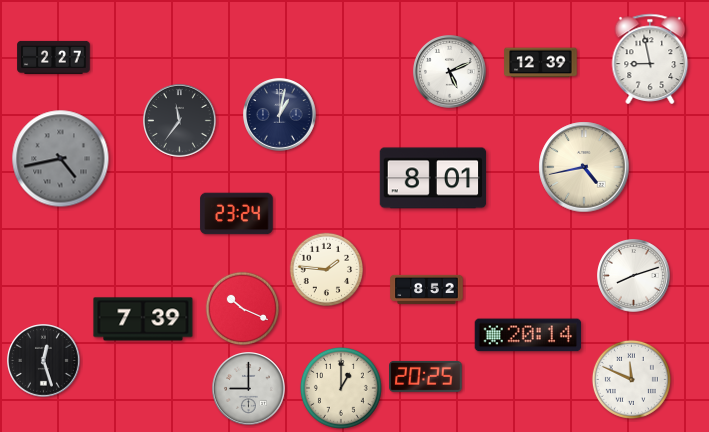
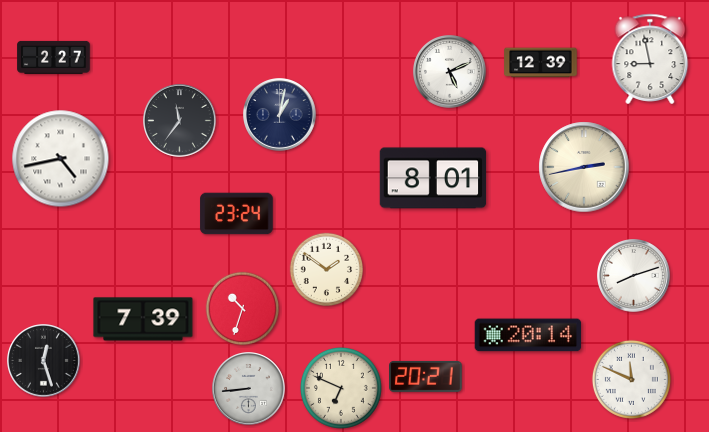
clock at (61, 159) dial: grey -> white
clock at (584, 167): 4:43 -> 2:43
clock at (327, 270): 1:46 -> 1:51
clock at (427, 289): 8:52 -> none
clock at (243, 309): 10:19 -> 10:33
clock at (426, 376): 20:25 -> 20:21
clock at (341, 388): 1:00 -> 6:49
clock at (249, 389): 9:00 -> 8:44
